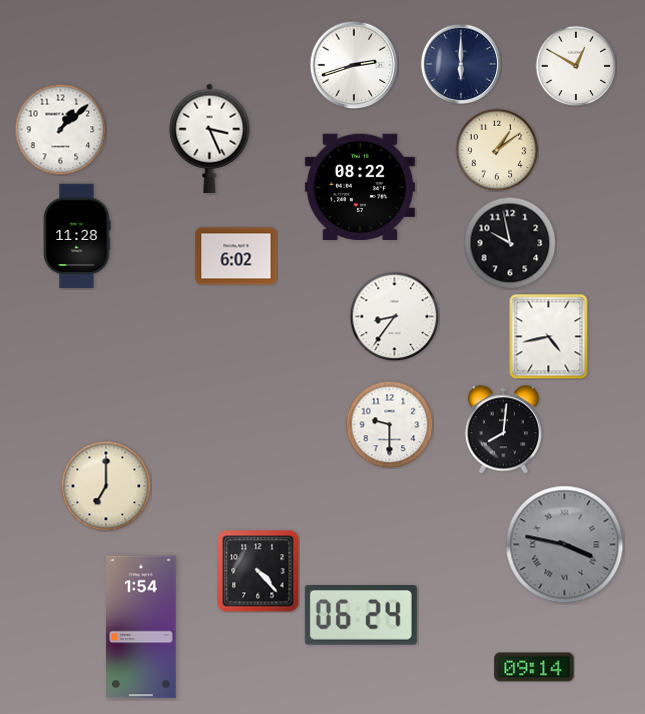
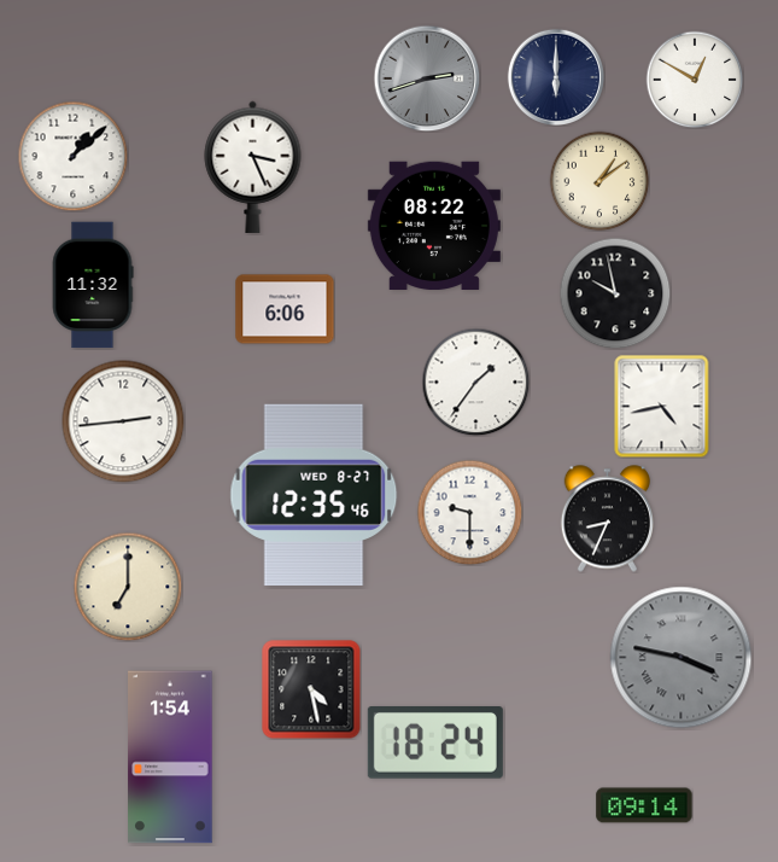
clock at (354, 65) dial: white -> grey
clock at (77, 236): 11:28 -> 11:32
clock at (236, 256): 6:02 -> 6:06
clock at (394, 316): 8:36 -> 1:36
clock at (123, 421): none -> 2:44
clock at (314, 495): none -> 12:35
clock at (503, 430): 8:01 -> 8:34
clock at (258, 571): 4:23 -> 4:28
clock at (361, 616): 06:24 -> 18:24
